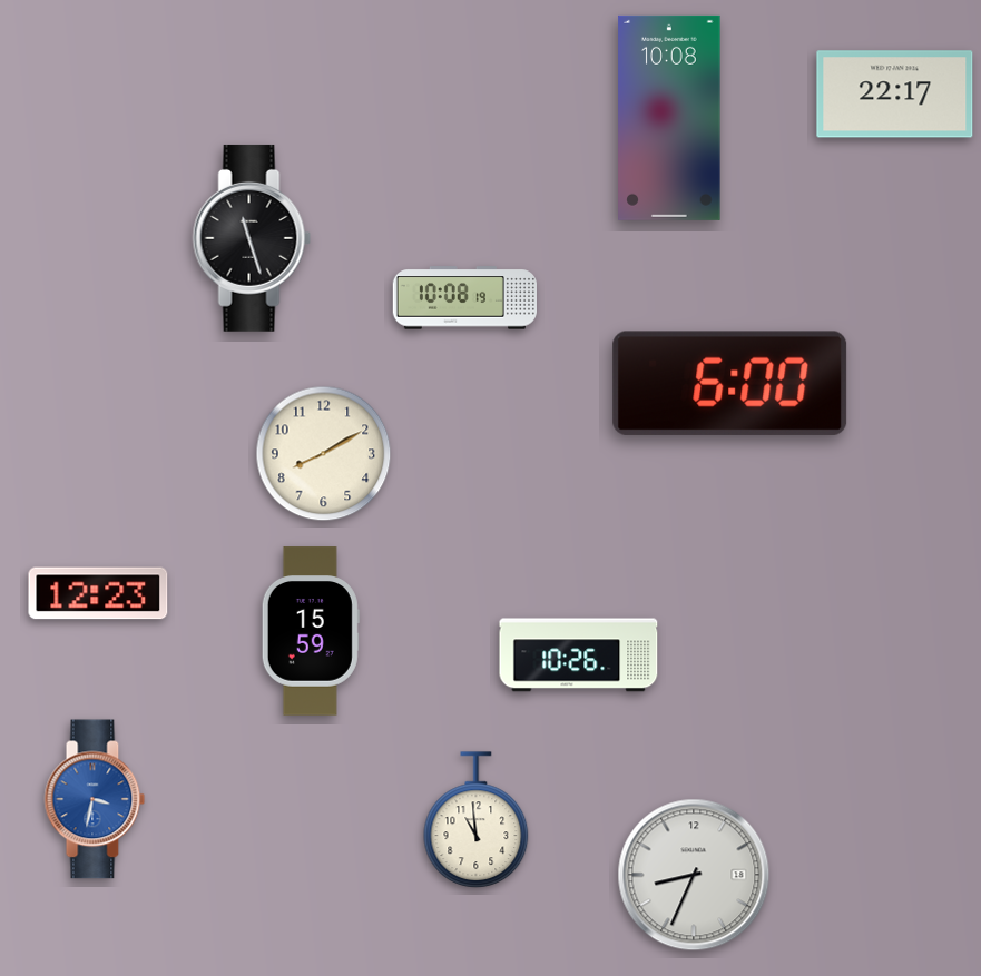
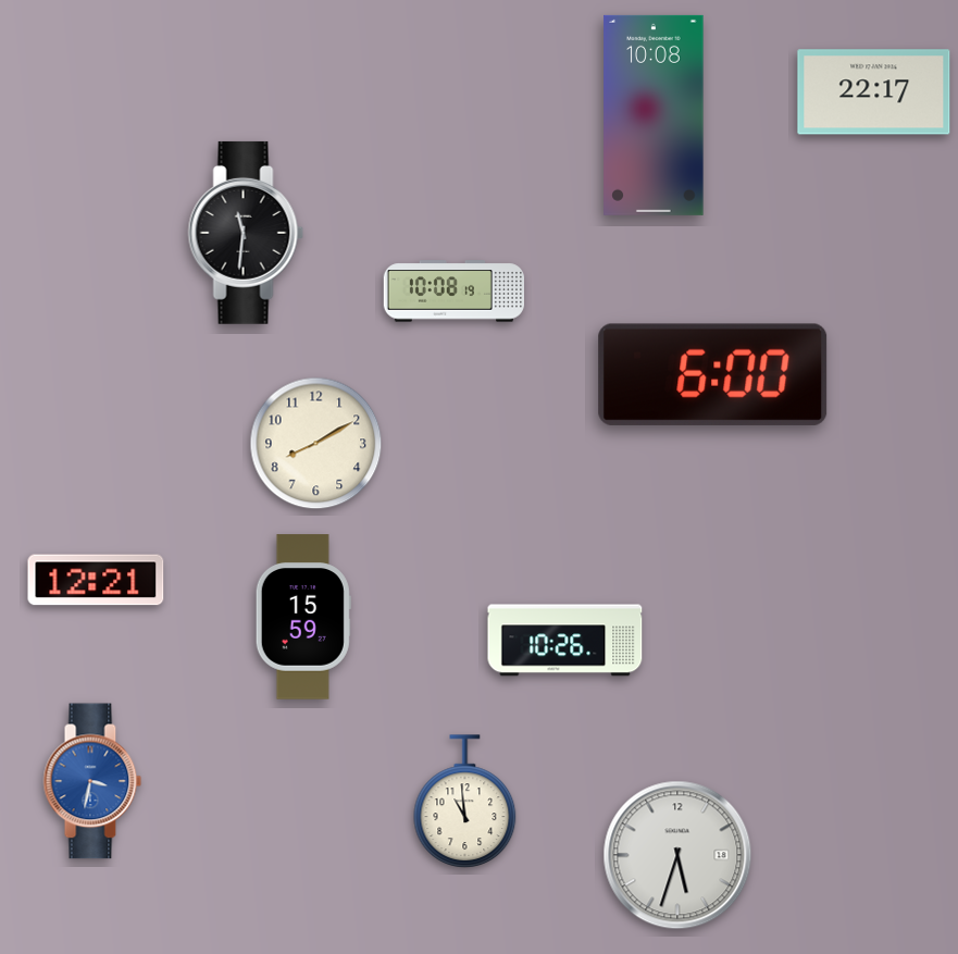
clock at (252, 238): 11:27 -> 11:31
clock at (98, 593): 12:23 -> 12:21
clock at (694, 875): 8:34 -> 5:33
